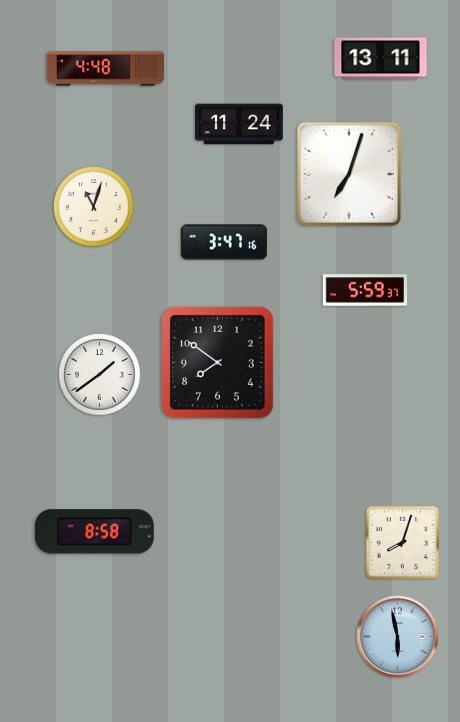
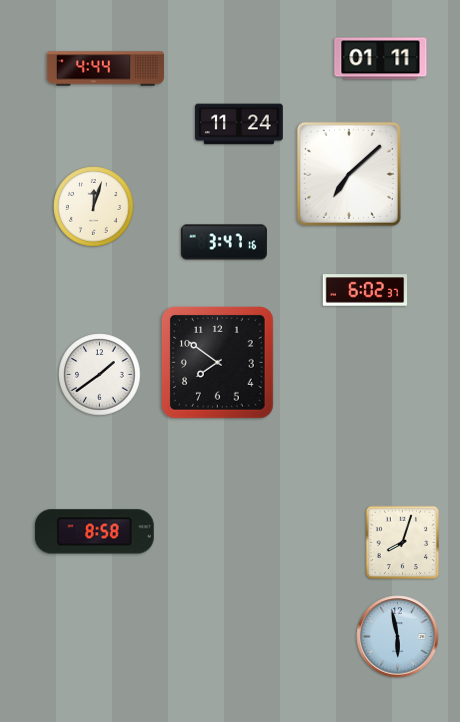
clock at (381, 59): 13:11 -> 01:11
clock at (105, 69): 4:48 -> 4:44
clock at (349, 174): 7:03 -> 7:08
clock at (94, 207): 11:03 -> 12:03
clock at (365, 290): 5:59 -> 6:02
